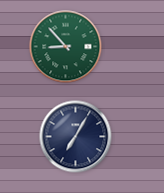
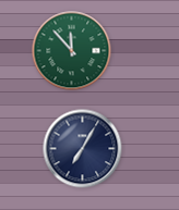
clock at (66, 47): 8:53 -> 11:53
